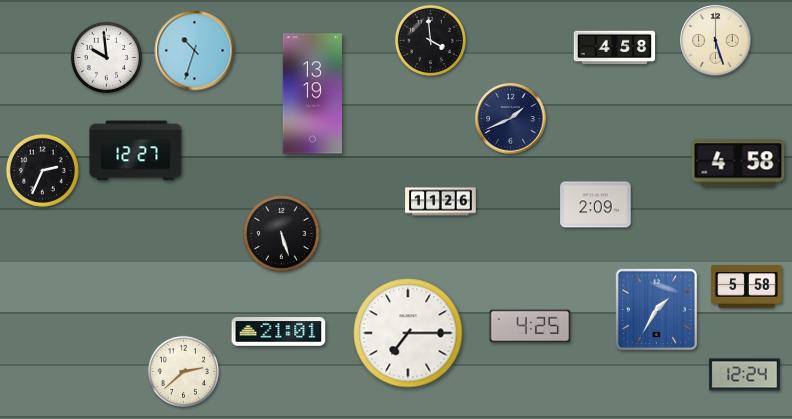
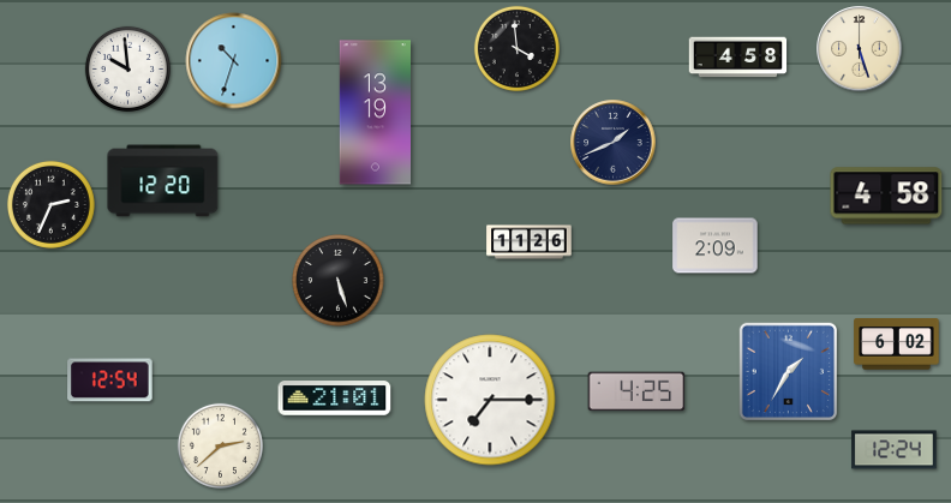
clock at (136, 151): 12:27 -> 12:20
clock at (747, 287): 5:58 -> 6:02
clock at (110, 381): none -> 12:54
